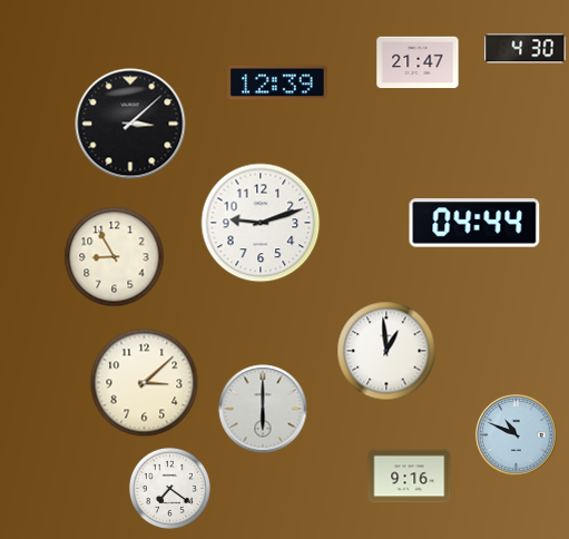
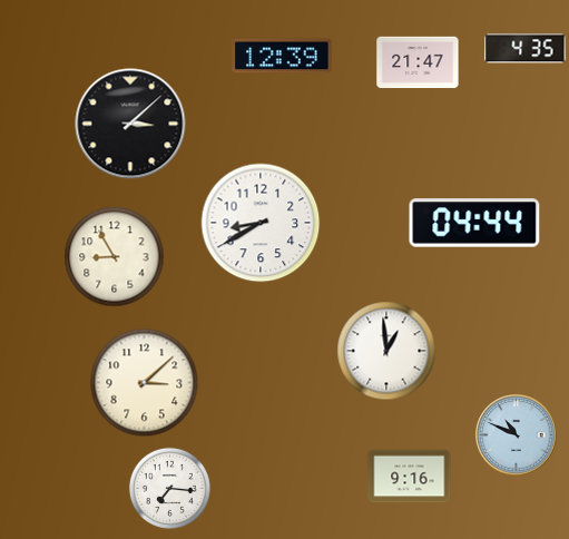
clock at (526, 49): 4:30 -> 4:35
clock at (277, 82) position: (277, 82) -> (282, 56)
clock at (261, 223): 9:12 -> 8:40
clock at (263, 409): 6:00 -> none
clock at (169, 488): 7:21 -> 7:16
